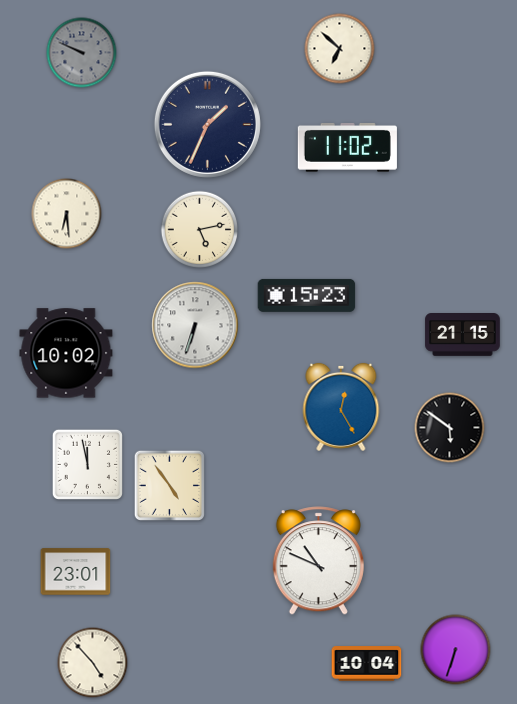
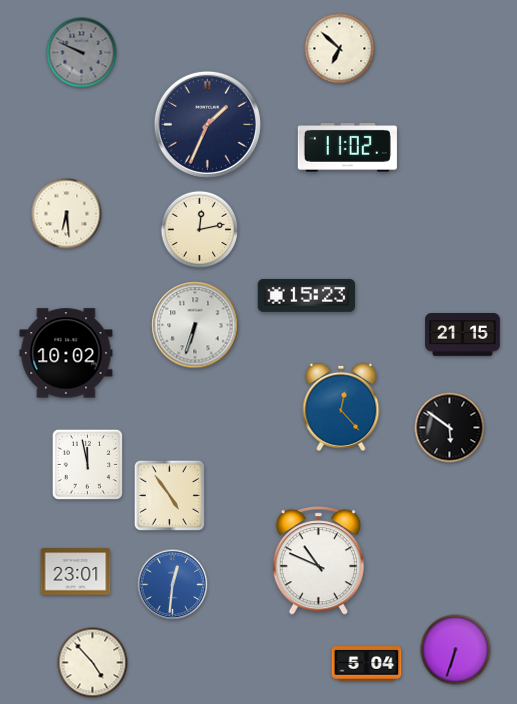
clock at (200, 230): 5:13 -> 12:13
clock at (341, 407): 12:25 -> 12:23
clock at (169, 485) position: (169, 485) -> (169, 495)
clock at (173, 585): none -> 12:31
clock at (367, 664): 10:04 -> 5:04
